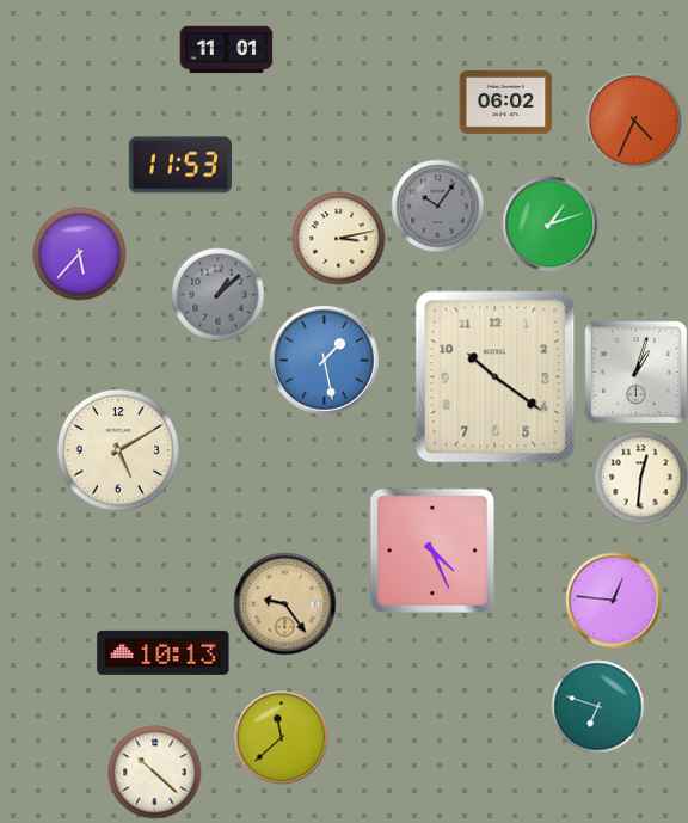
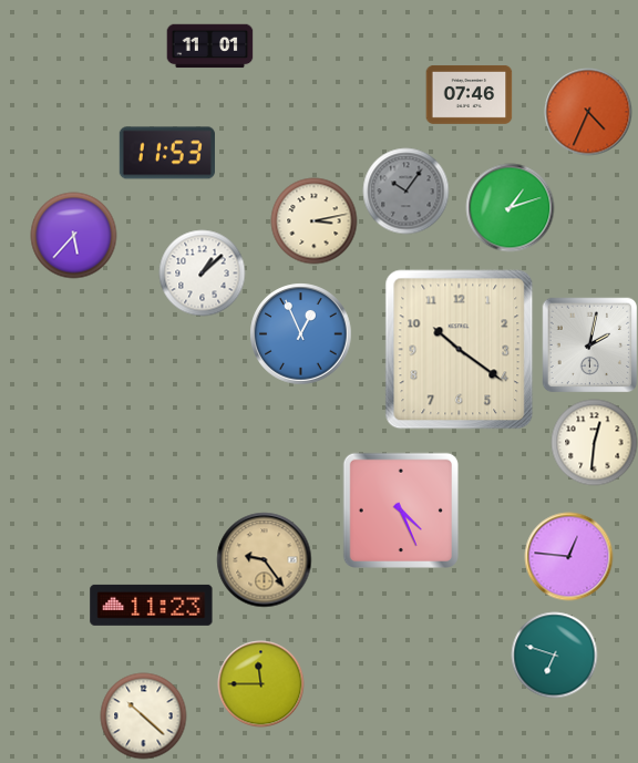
clock at (505, 102): 06:02 -> 07:46
clock at (217, 294) dial: grey -> white
clock at (324, 360): 1:28 -> 12:56
clock at (635, 371): 1:03 -> 2:02
clock at (118, 450): 5:10 -> none
clock at (164, 652): 10:13 -> 11:23
clock at (281, 737): 11:38 -> 11:45
